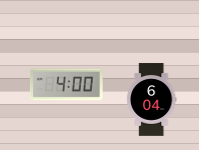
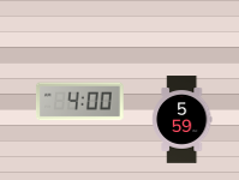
clock at (151, 100): 6:04 -> 5:59
